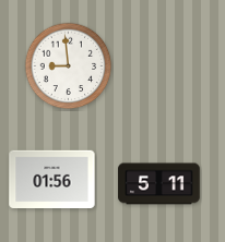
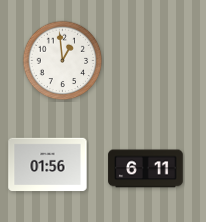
clock at (69, 66): 8:59 -> 12:59
clock at (159, 184): 5:11 -> 6:11
